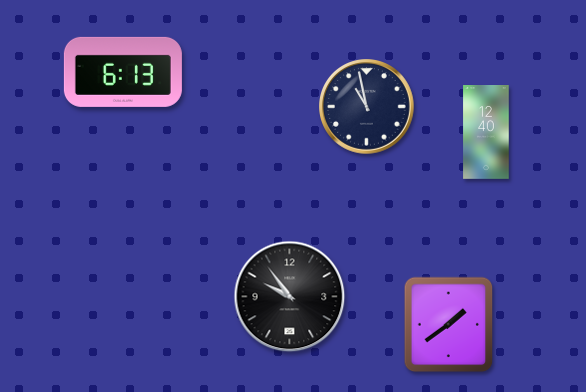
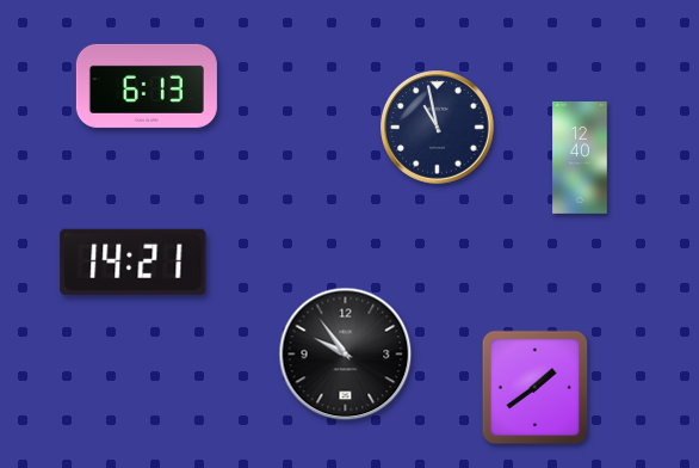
clock at (134, 261): none -> 14:21
